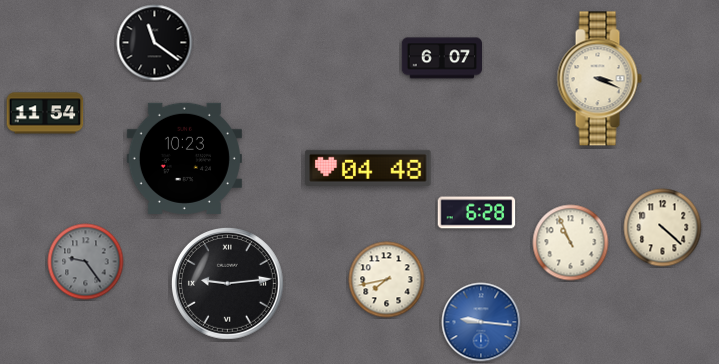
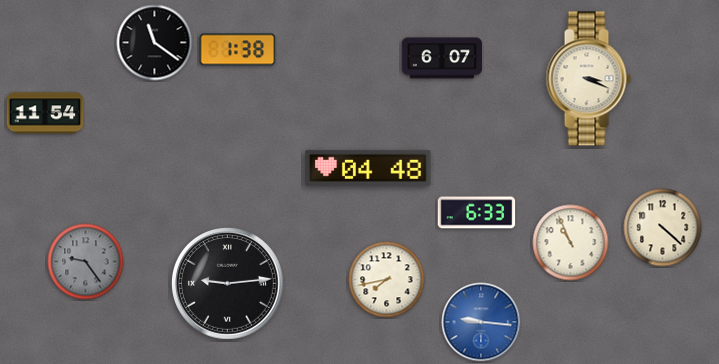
clock at (238, 50): none -> 1:38
clock at (599, 79) position: (599, 79) -> (588, 79)
clock at (184, 158): 10:23 -> none
clock at (477, 213): 6:28 -> 6:33
